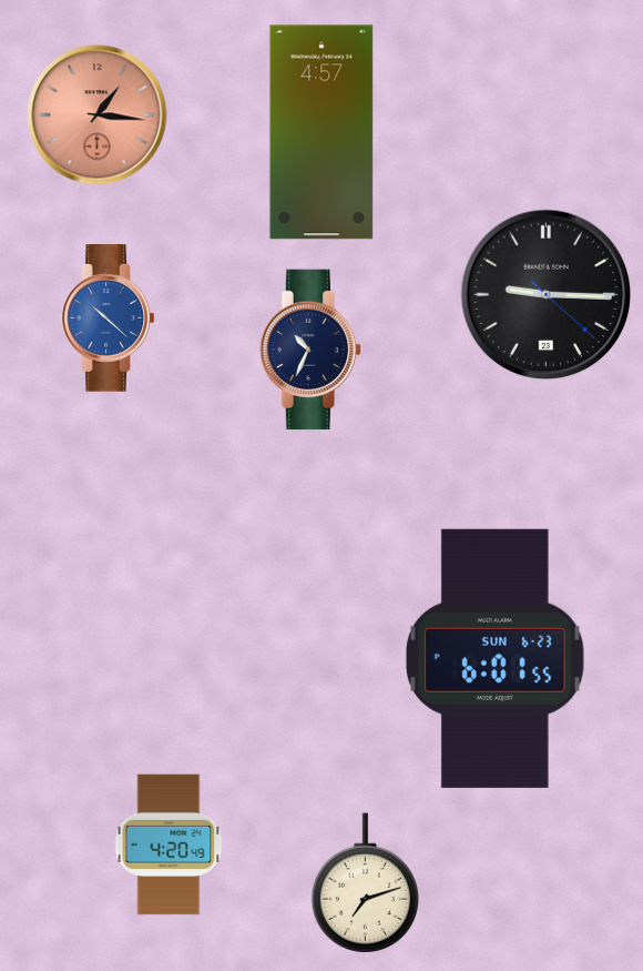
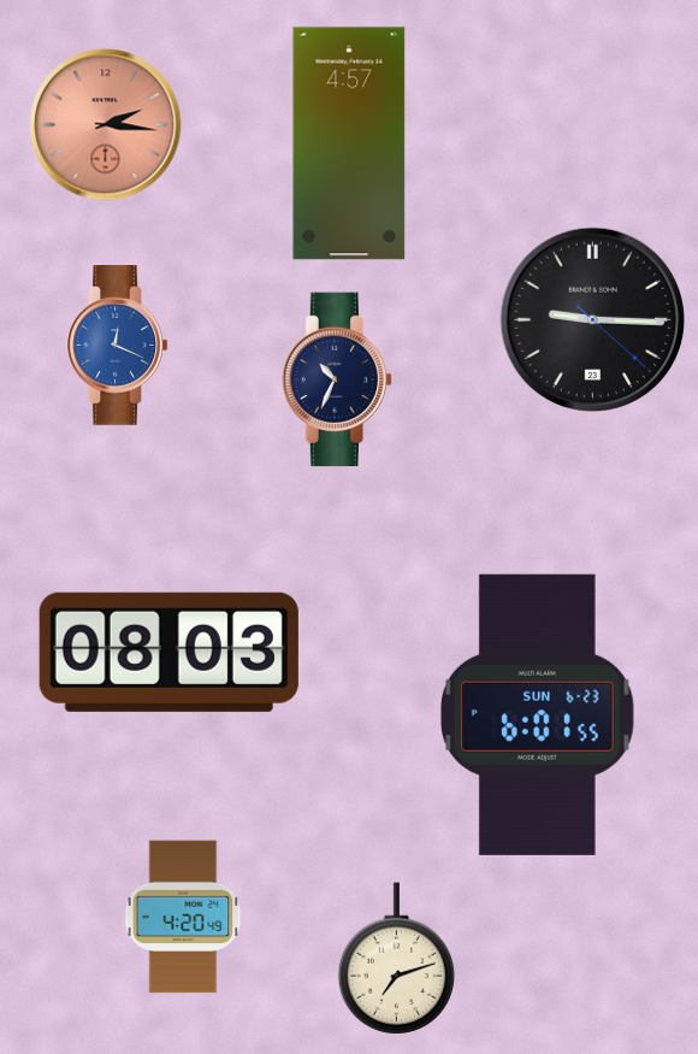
clock at (98, 115): 1:16 -> 2:16
clock at (109, 318): 10:22 -> 12:19
clock at (168, 652): none -> 08:03
